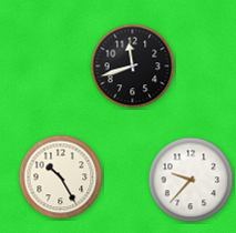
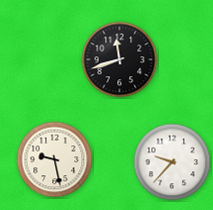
clock at (61, 178): 10:25 -> 9:28
